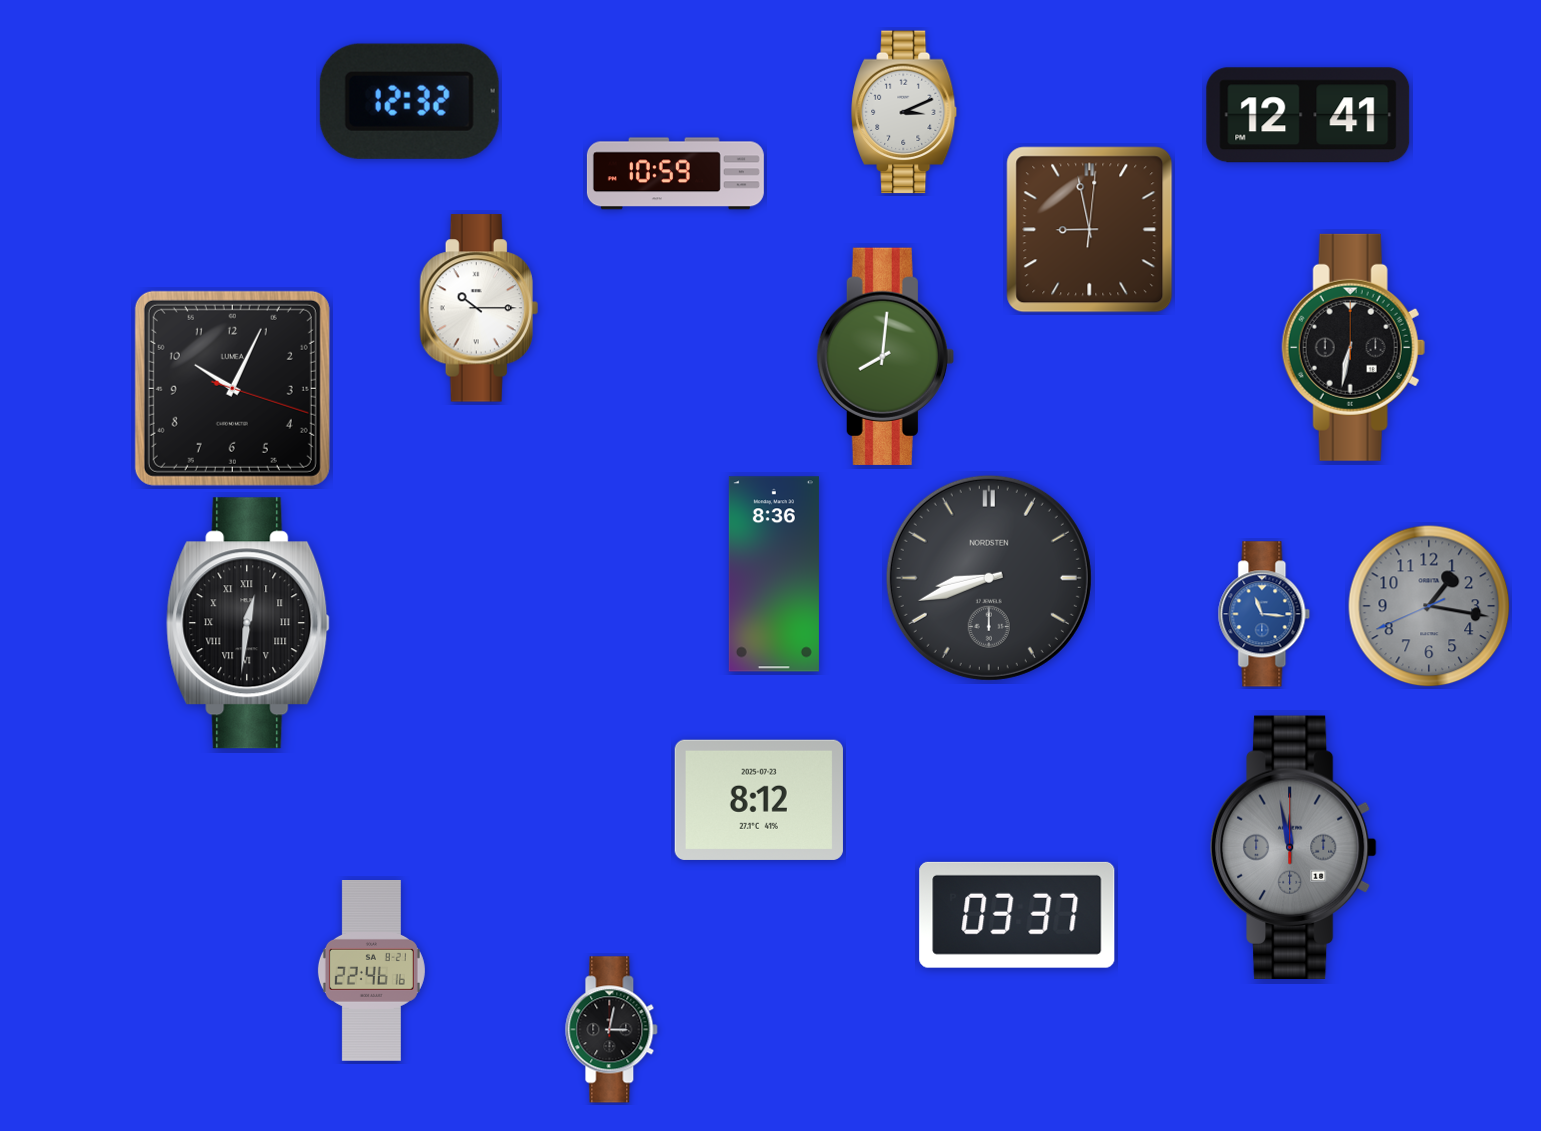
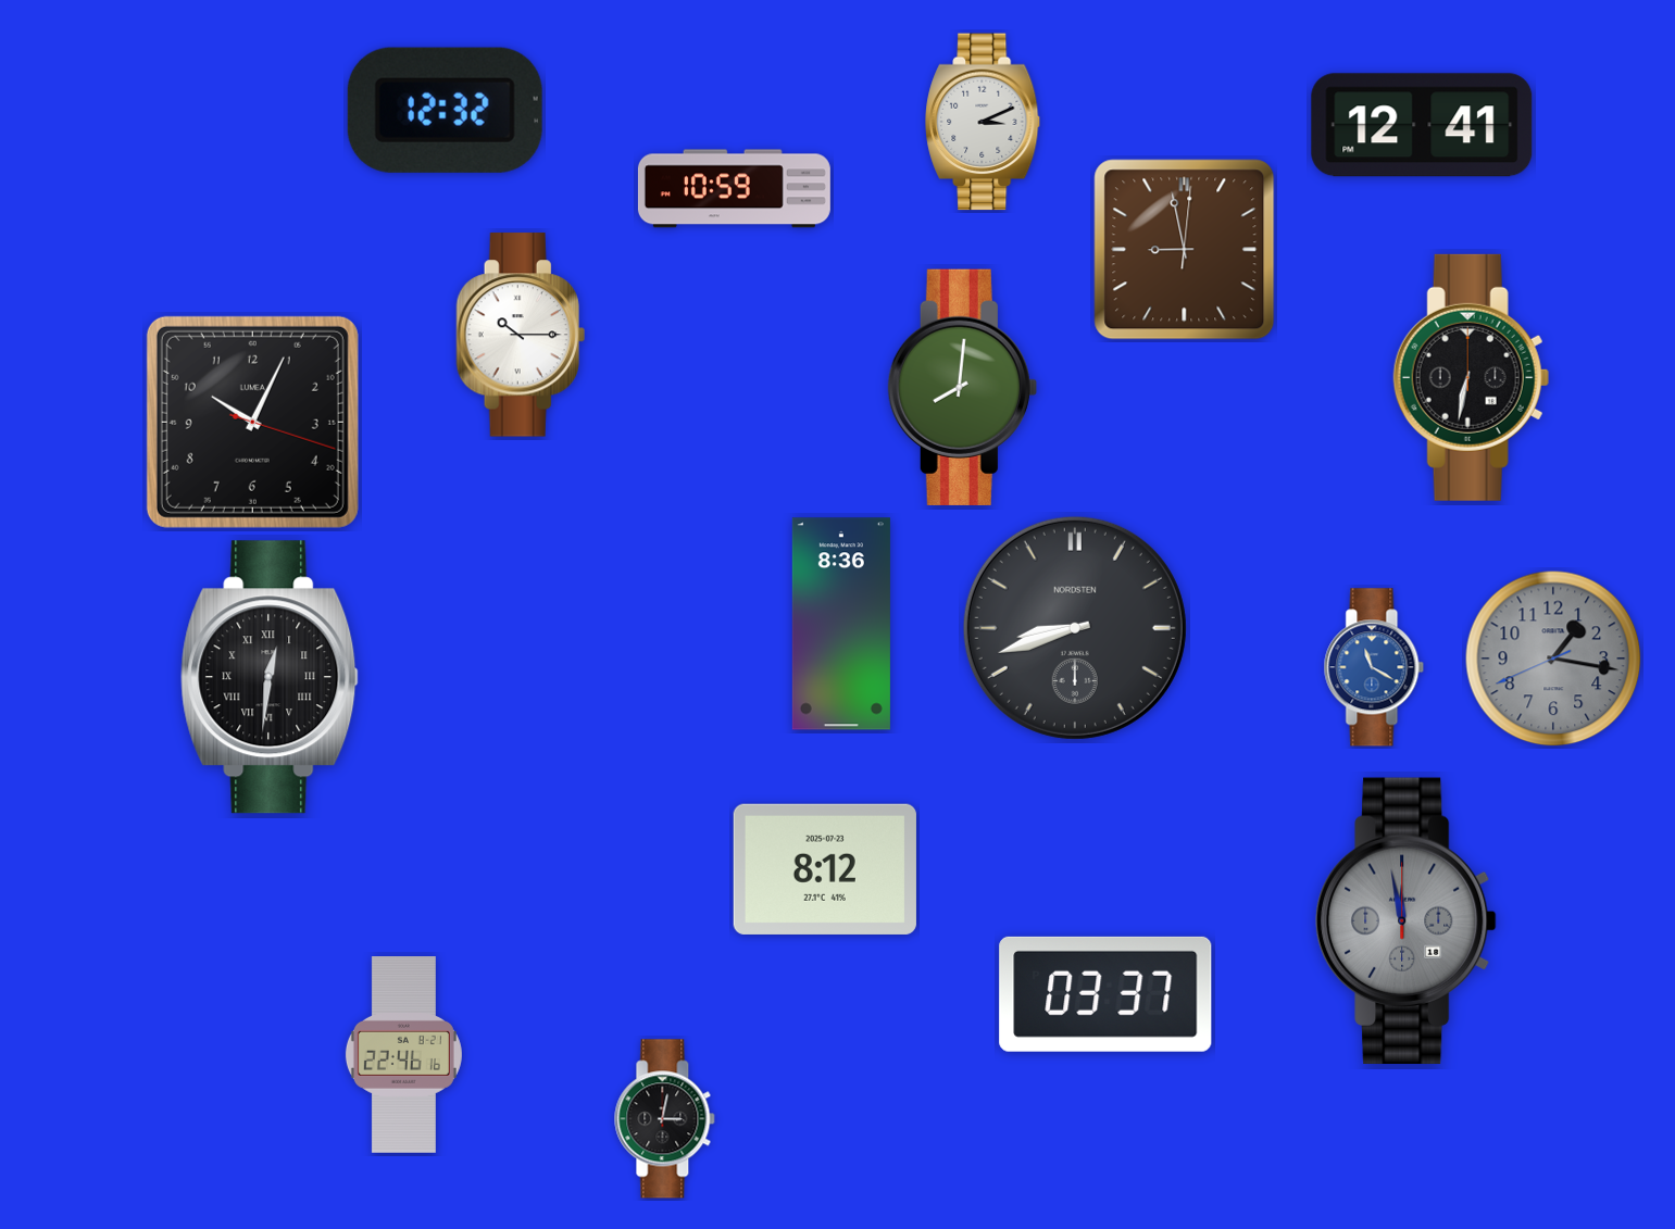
clock at (1264, 614): 11:16 -> 11:20
